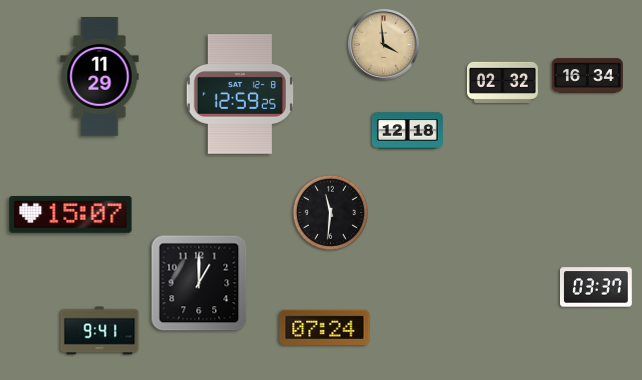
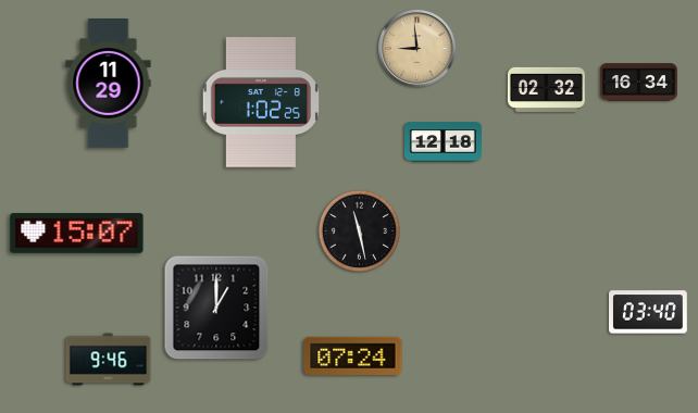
clock at (383, 44): 3:59 -> 8:59
clock at (240, 94): 12:59 -> 1:02
clock at (330, 212): 11:31 -> 11:28
clock at (597, 287): 03:37 -> 03:40
clock at (100, 331): 9:41 -> 9:46
